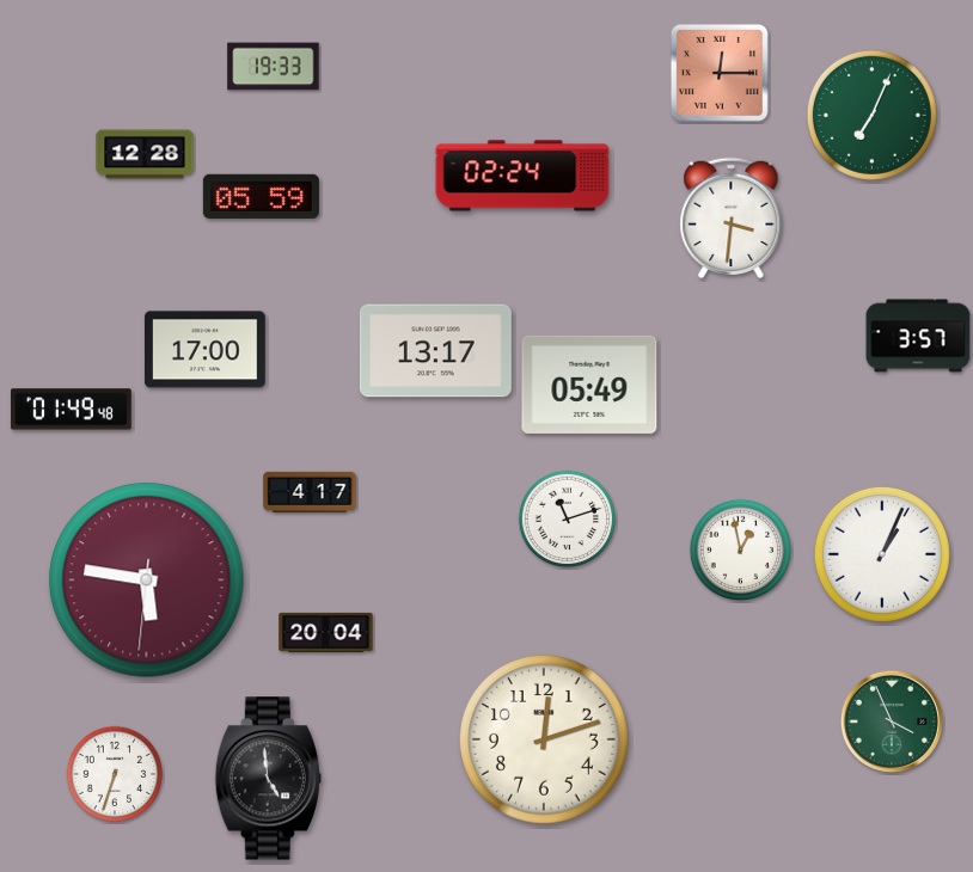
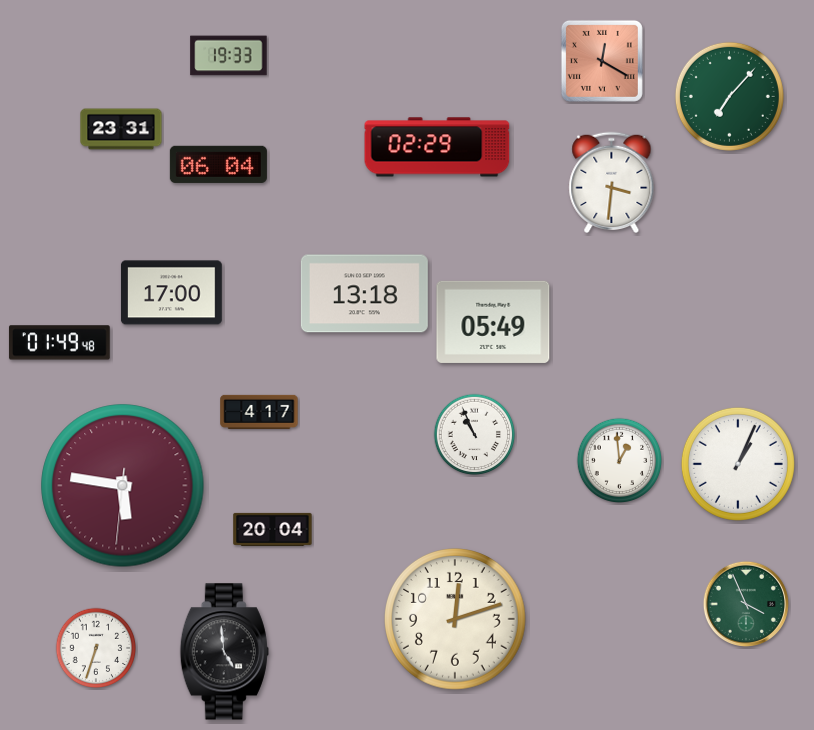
clock at (720, 73): 12:15 -> 12:20
clock at (871, 115): 7:04 -> 7:07
clock at (145, 154): 12:28 -> 23:31
clock at (522, 176): 02:24 -> 02:29
clock at (261, 196): 05:59 -> 06:04
clock at (918, 336): 3:57 -> none
clock at (435, 351): 13:17 -> 13:18
clock at (568, 520): 11:12 -> 10:56
clock at (741, 551): 12:58 -> 12:59
